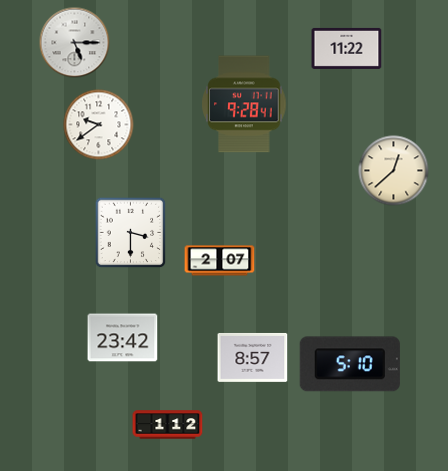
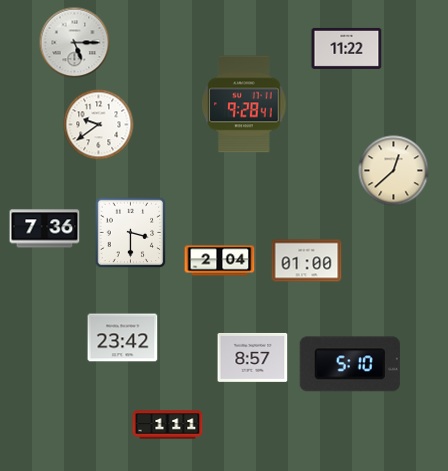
clock at (45, 229): none -> 7:36
clock at (220, 261): 2:07 -> 2:04
clock at (307, 261): none -> 01:00
clock at (168, 425): 1:12 -> 1:11
